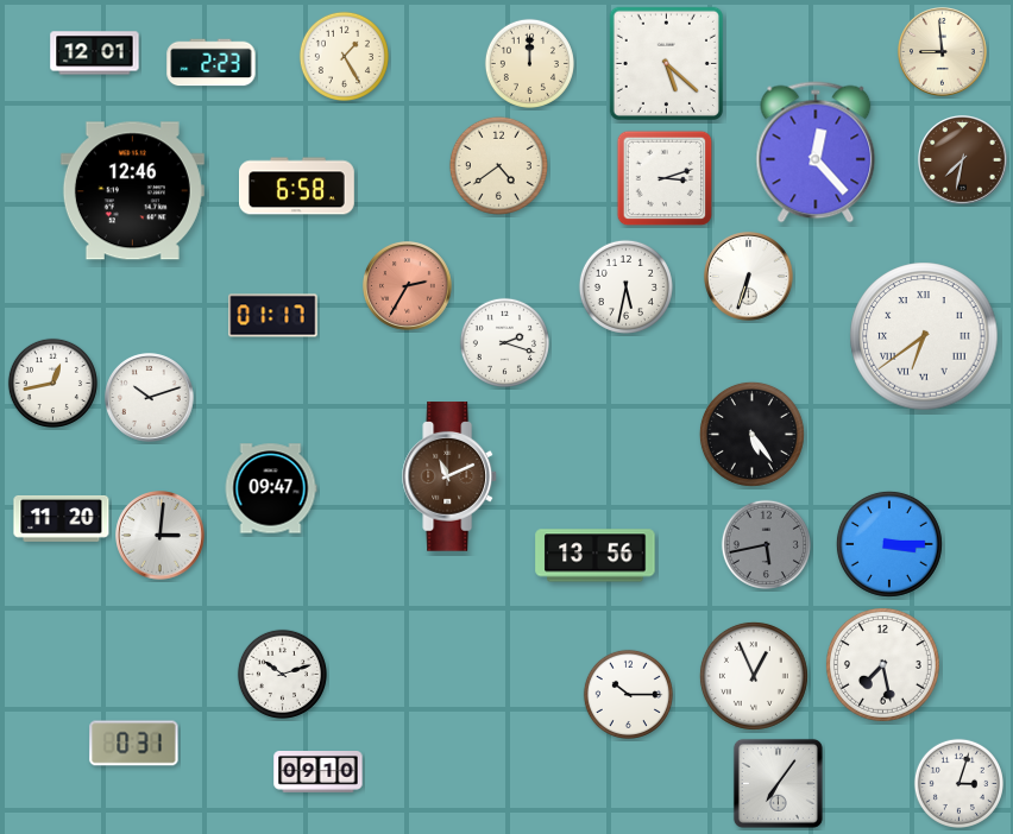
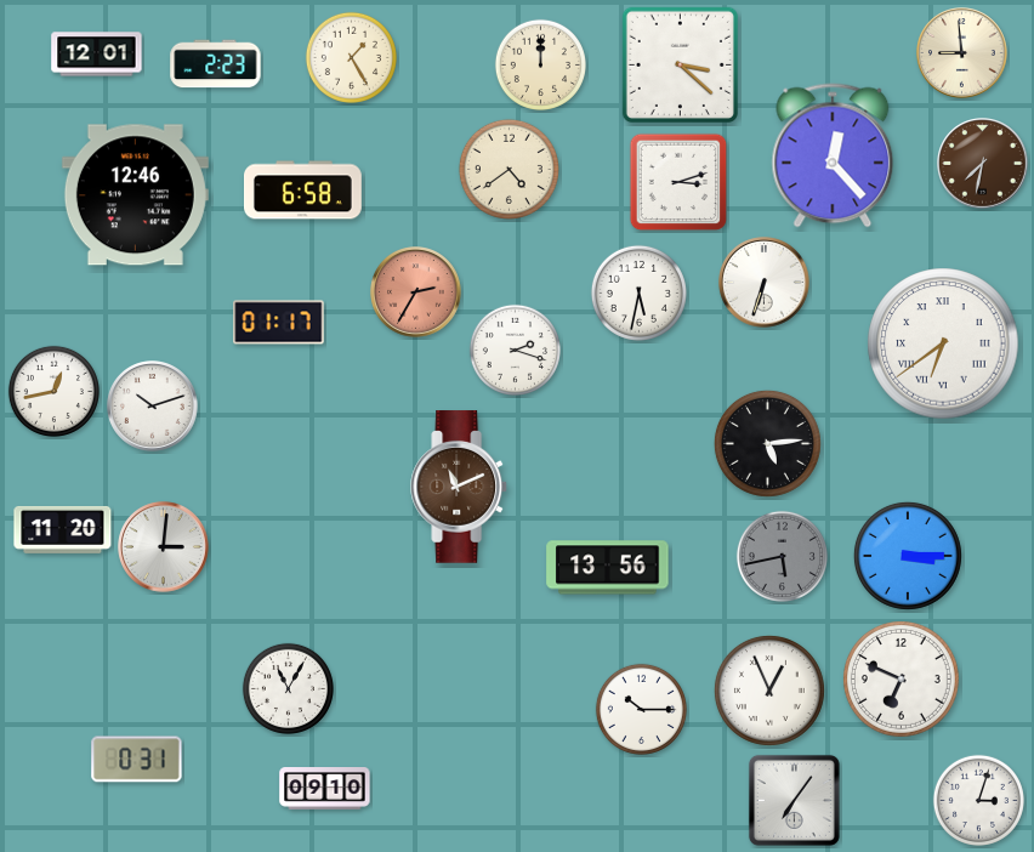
clock at (666, 63): 5:22 -> 3:22
clock at (751, 434): 5:24 -> 5:14
clock at (271, 488): 09:47 -> none
clock at (882, 664): 7:28 -> 6:49
clock at (282, 674): 10:12 -> 11:05
